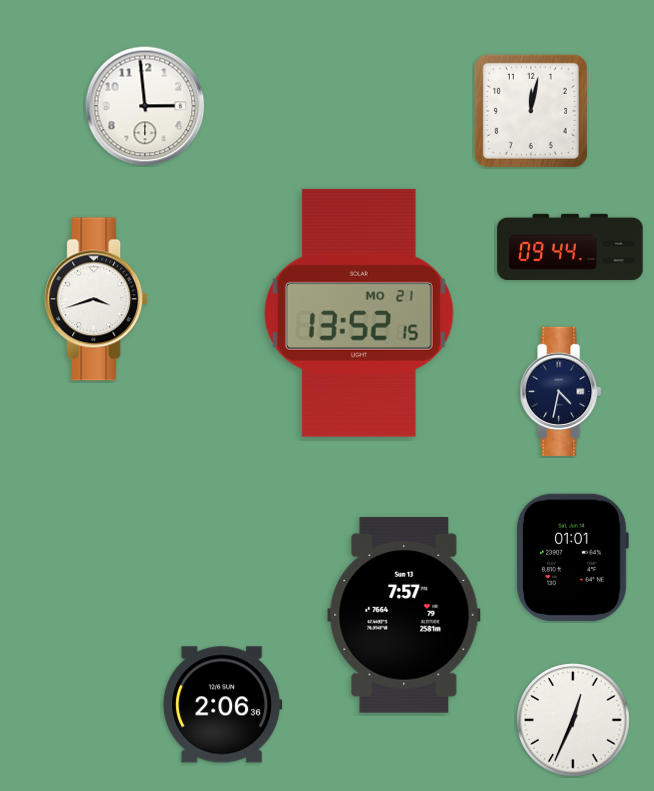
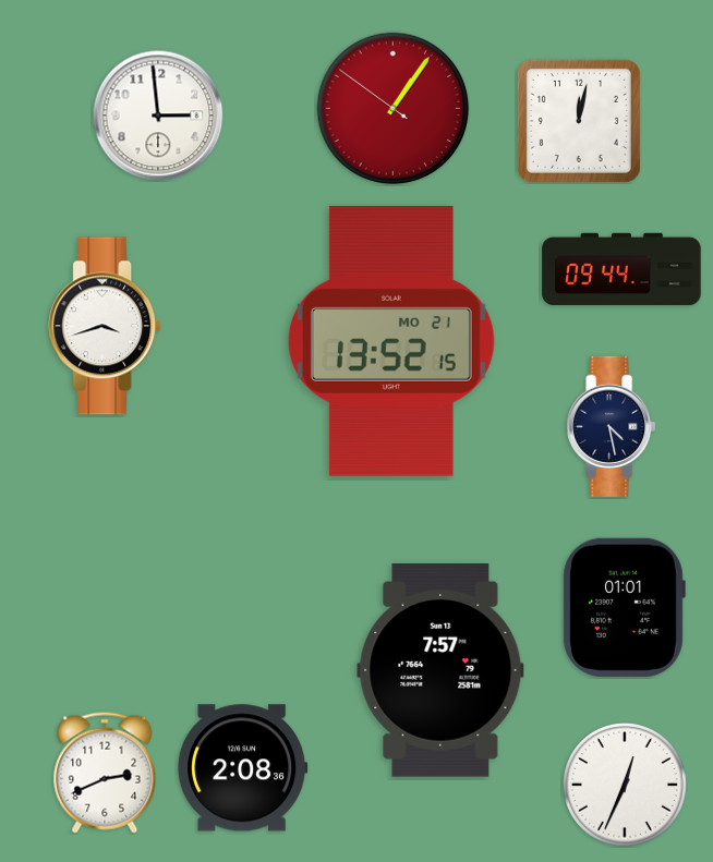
clock at (394, 109): none -> 1:05
clock at (561, 391): 4:32 -> 4:28
clock at (223, 705): 2:06 -> 2:08
clock at (105, 773): none -> 2:41
